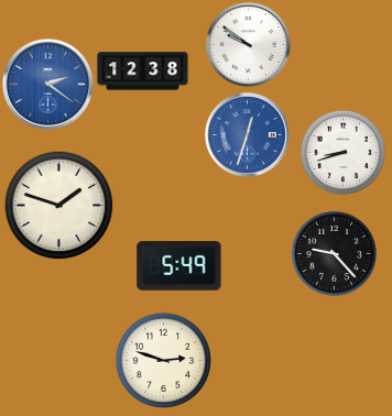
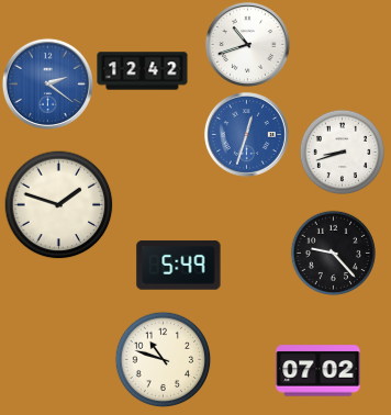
clock at (248, 44): 9:51 -> 10:42
clock at (143, 72): 12:38 -> 12:42
clock at (163, 360): 2:48 -> 10:48
clock at (319, 371): none -> 07:02
